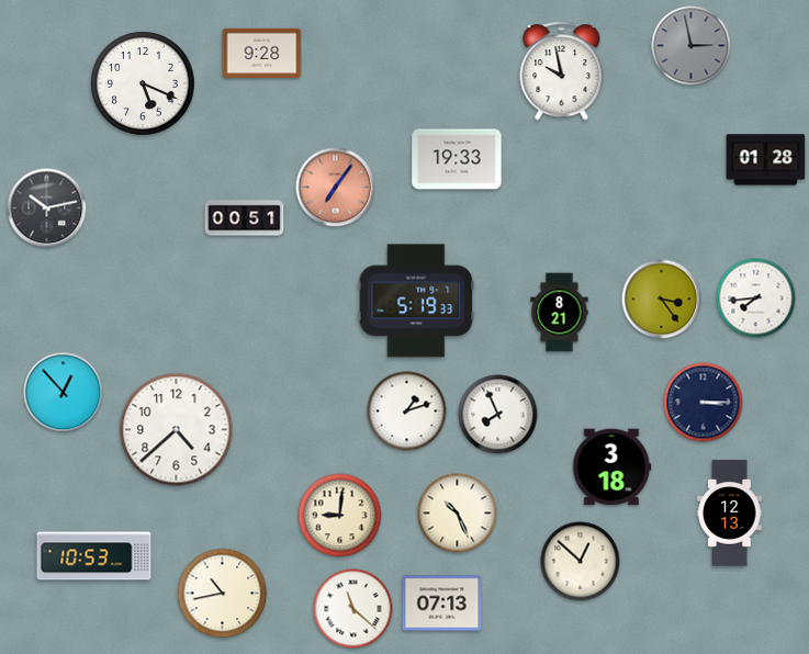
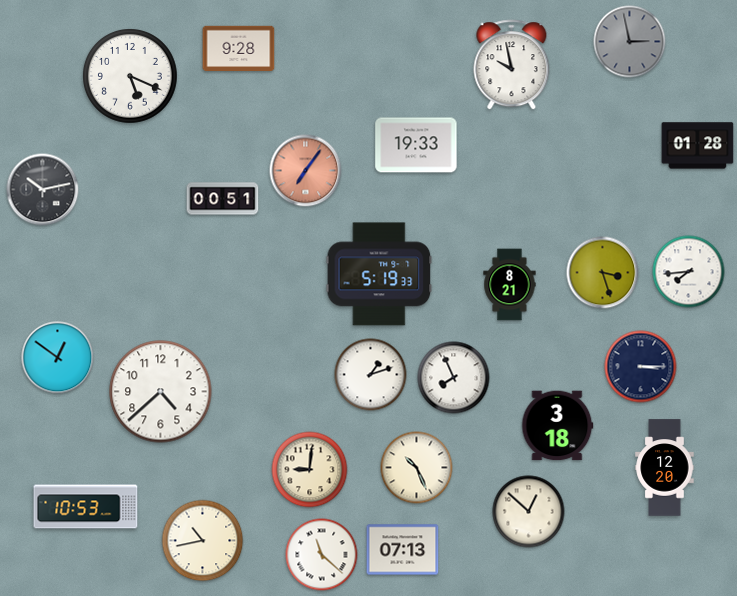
clock at (662, 300): 3:24 -> 3:27
clock at (64, 393): 12:53 -> 12:51
clock at (730, 514): 12:13 -> 12:20
